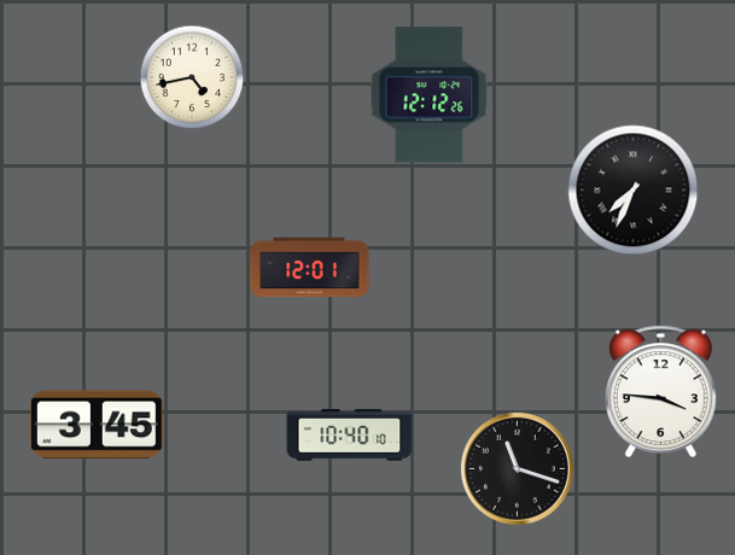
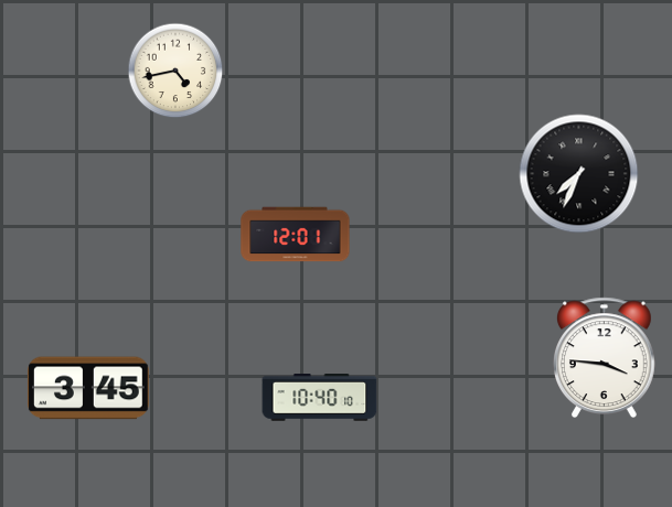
clock at (430, 95): 12:12 -> none
clock at (310, 268) position: (310, 268) -> (296, 235)
clock at (517, 468): 11:18 -> none
